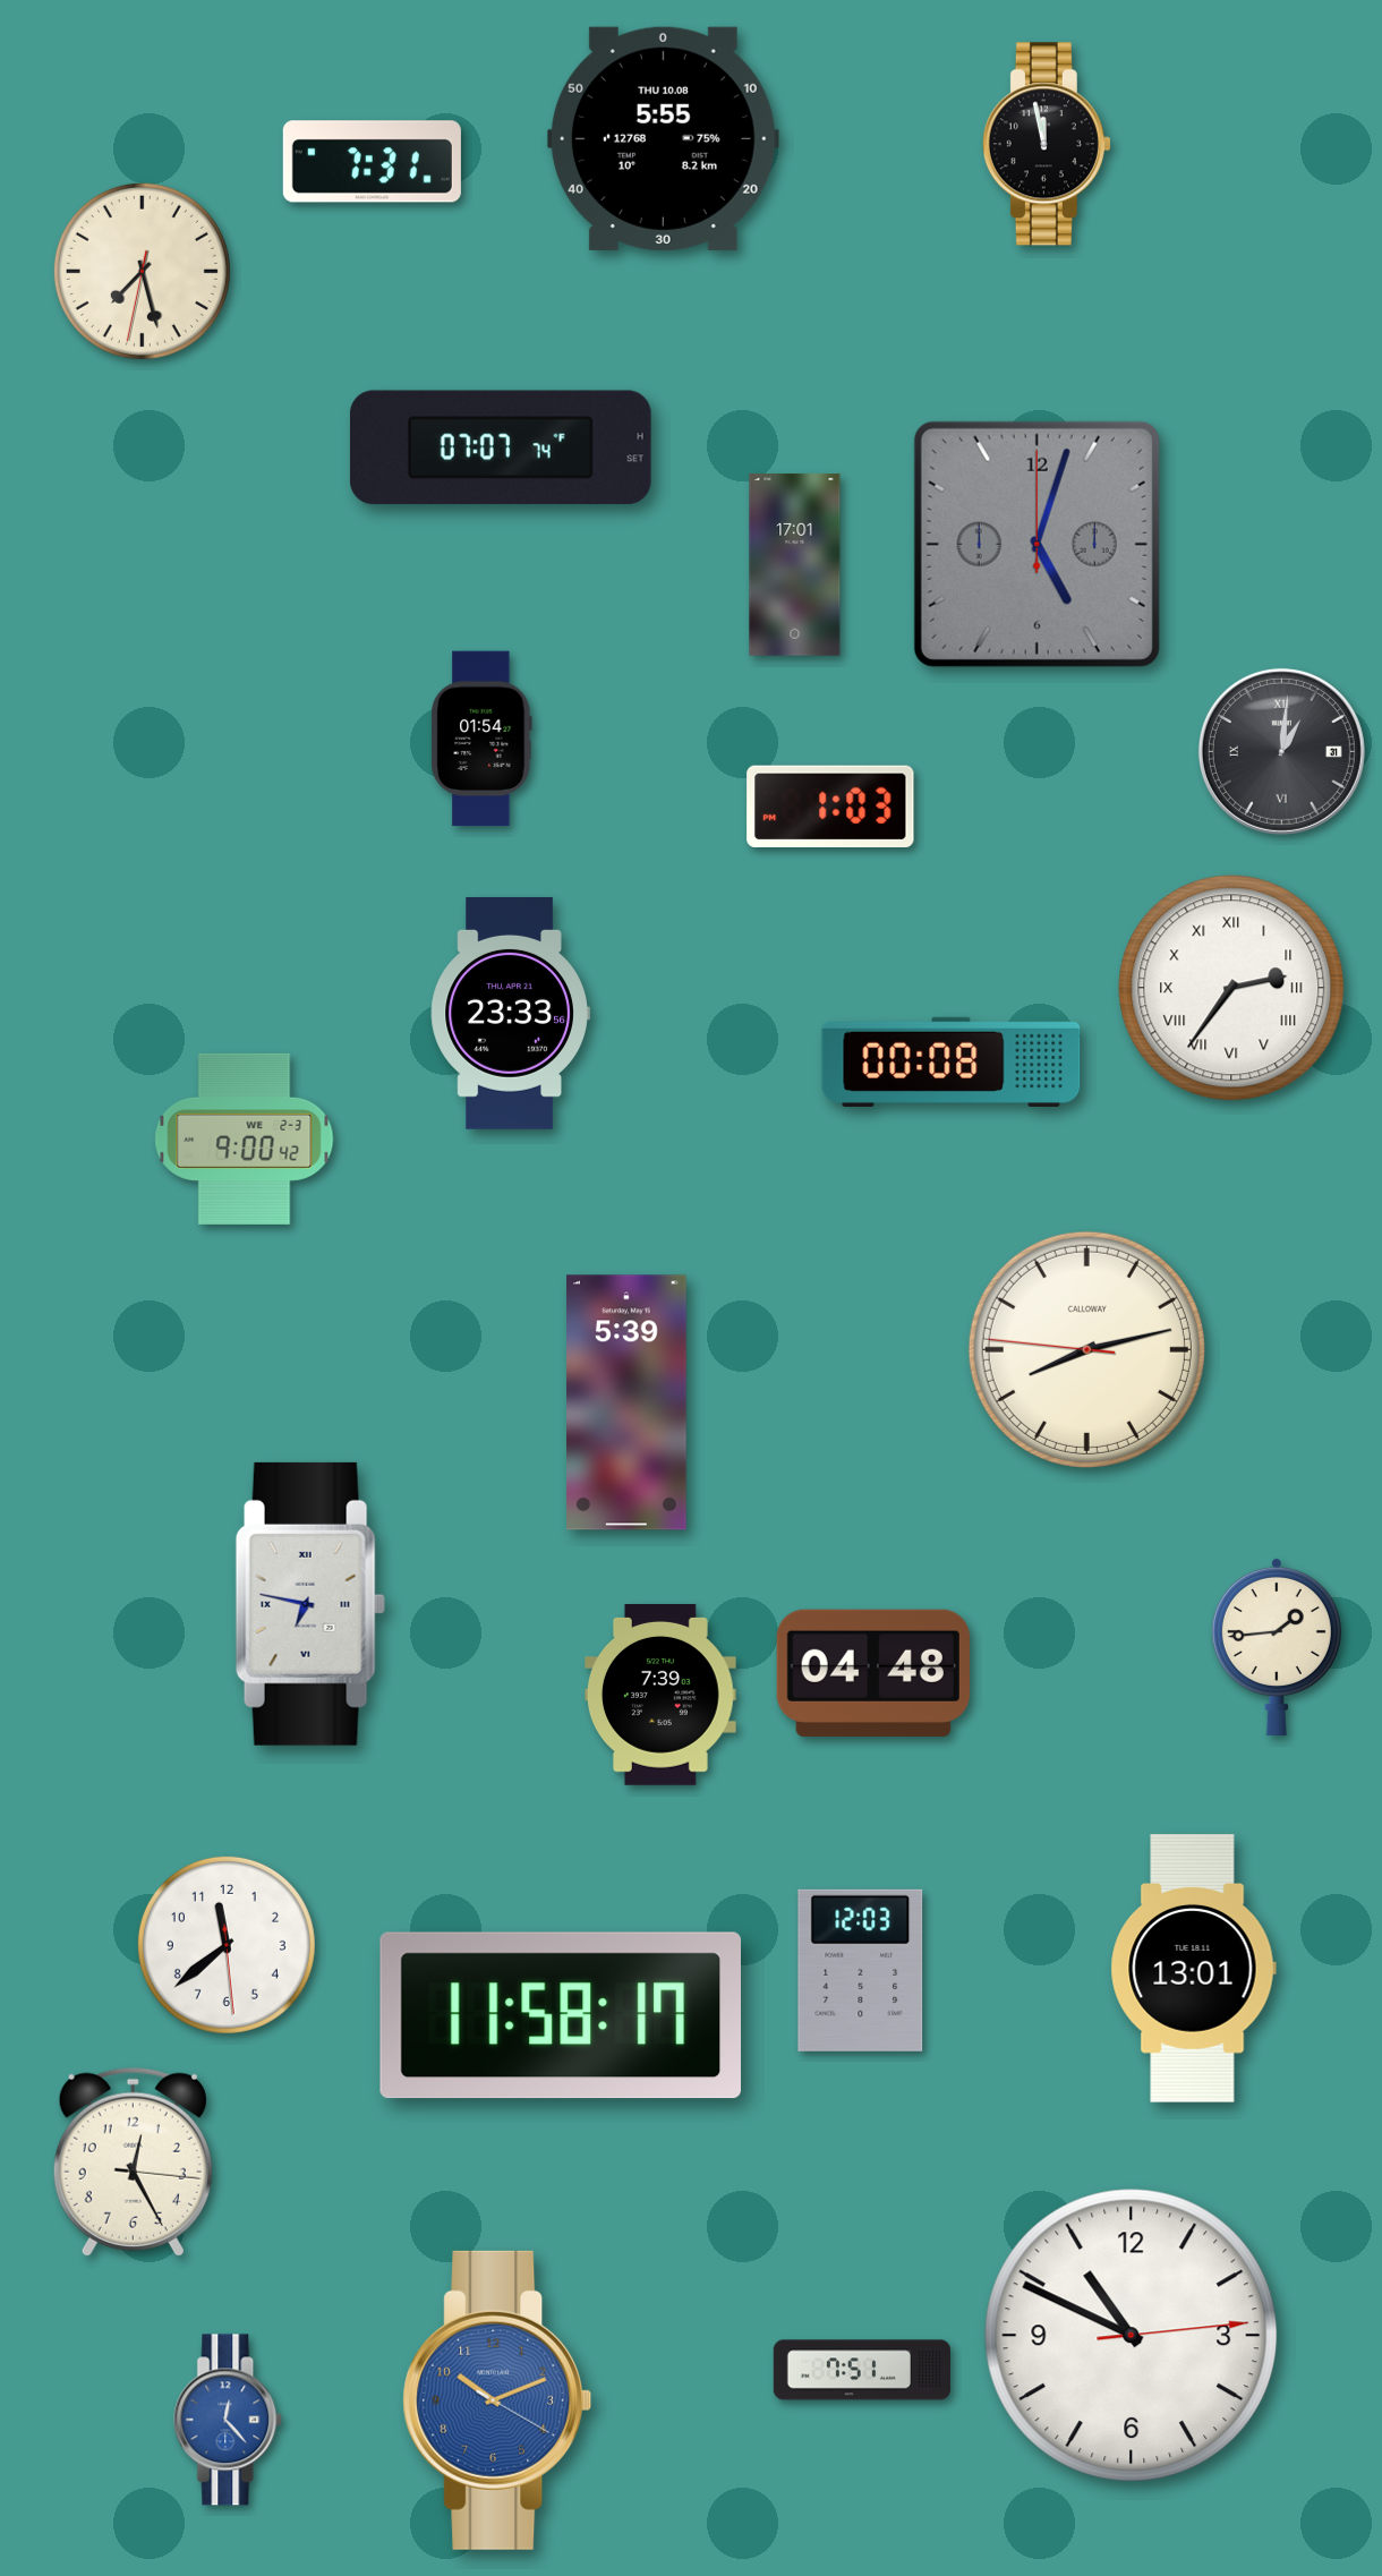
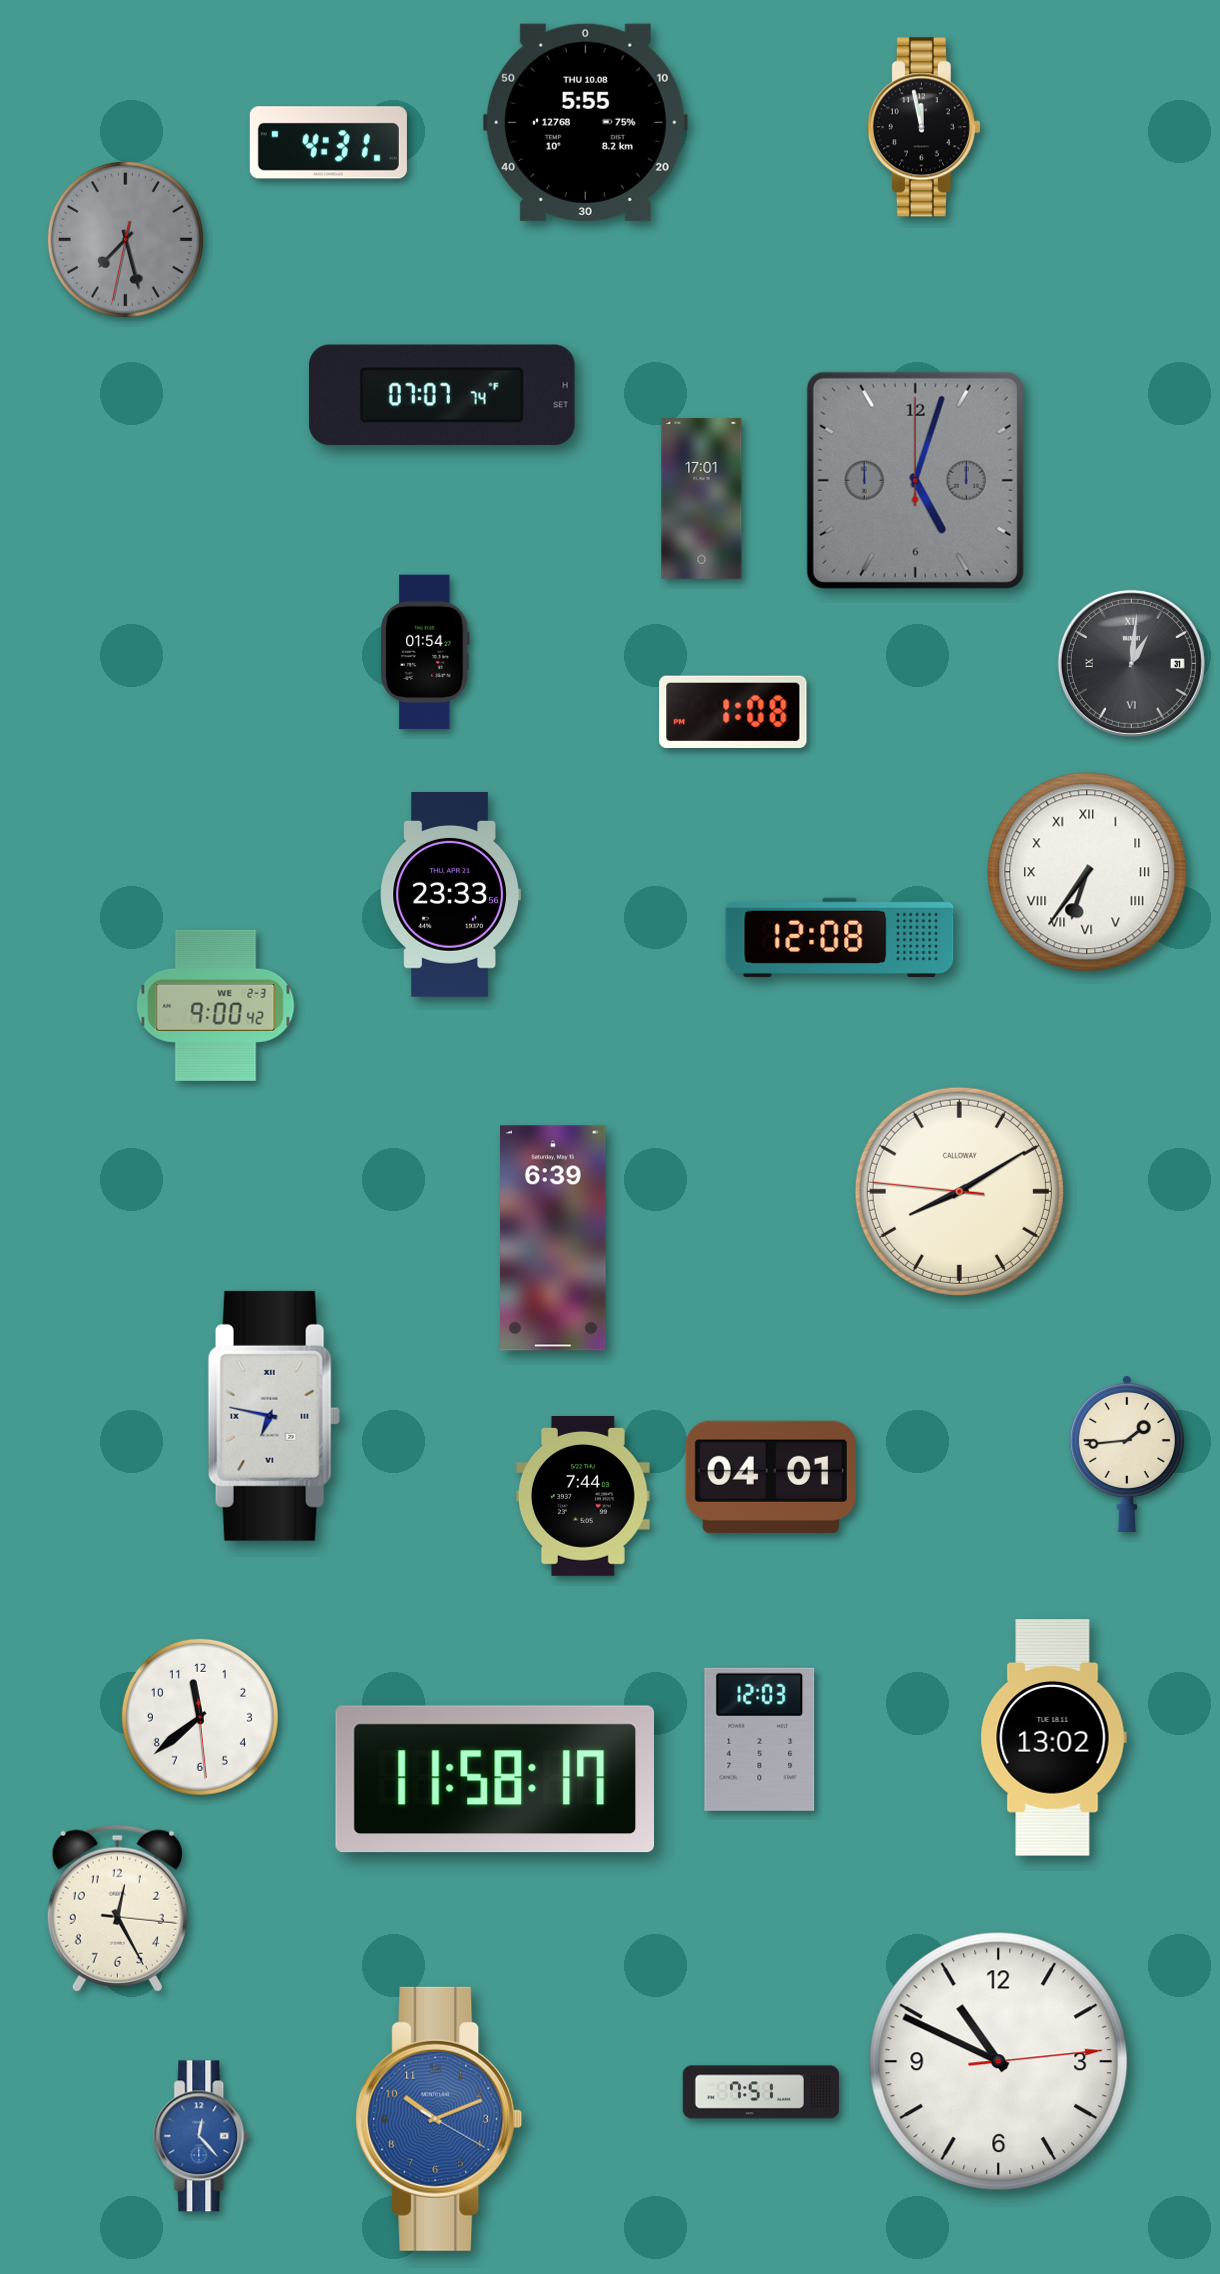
clock at (372, 162): 7:31 -> 4:31
clock at (142, 271) dial: cream -> grey
clock at (830, 805): 1:03 -> 1:08
clock at (1231, 988): 2:36 -> 6:36
clock at (952, 1061): 00:08 -> 12:08
clock at (1086, 1349): 8:12 -> 8:09
clock at (628, 1402): 5:39 -> 6:39
clock at (873, 1673): 04:48 -> 04:01
clock at (662, 1695): 7:39 -> 7:44
clock at (1193, 1969): 13:01 -> 13:02
